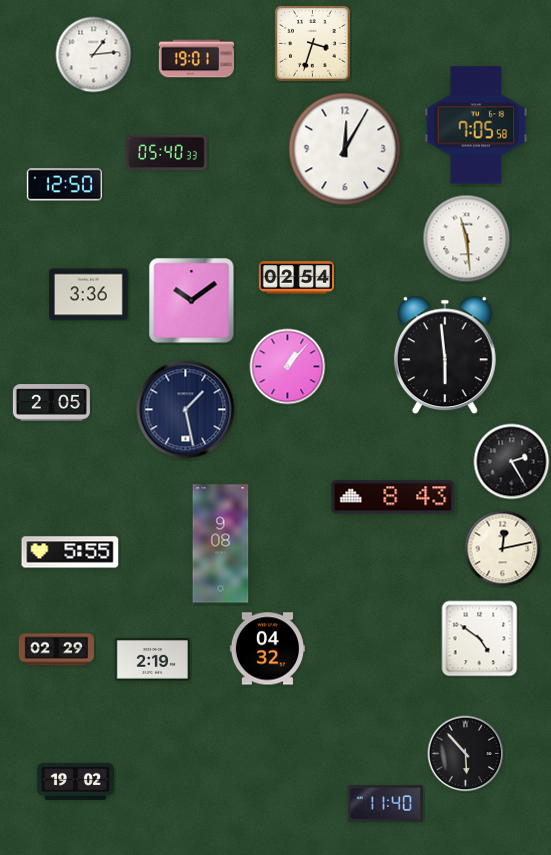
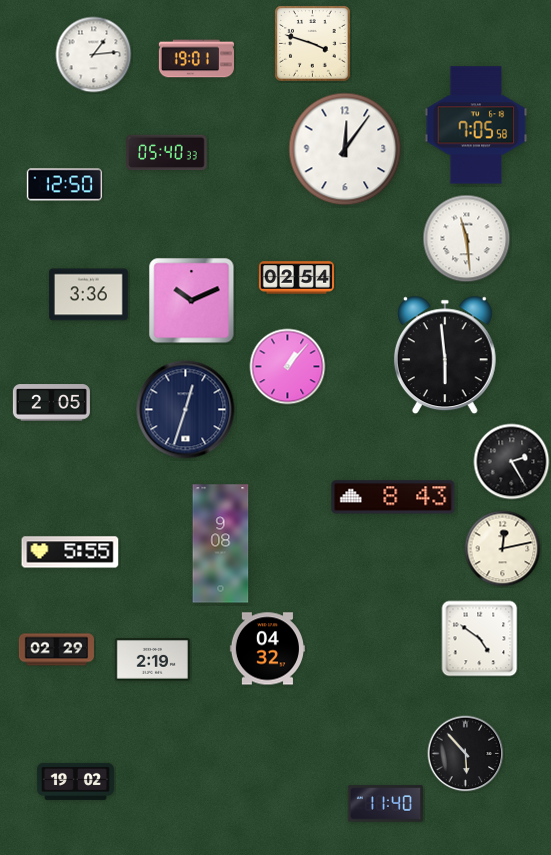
clock at (313, 44): 3:33 -> 3:48
clock at (345, 149): 12:05 -> 12:06
clock at (192, 301): 10:09 -> 10:11
clock at (186, 410): 1:28 -> 12:33
